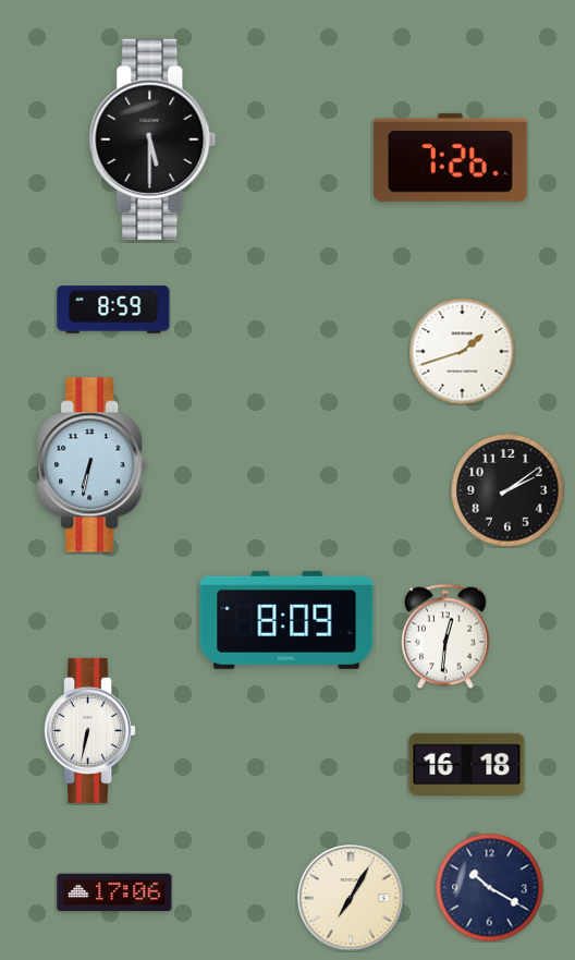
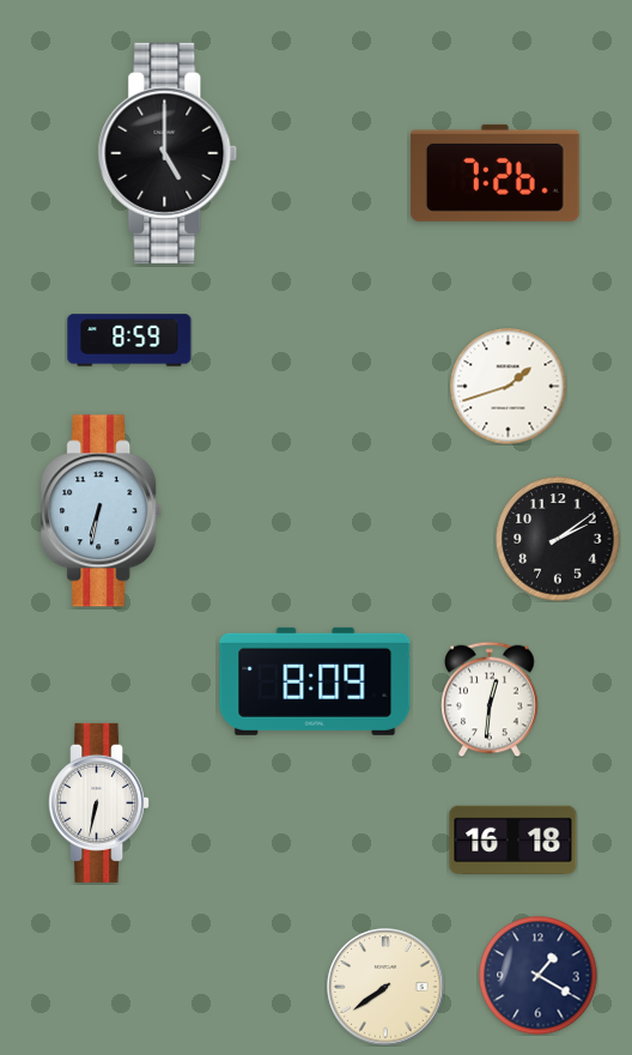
clock at (152, 139): 5:30 -> 5:00
clock at (113, 309) position: (113, 309) -> (129, 340)
clock at (490, 888): 10:20 -> 1:20
clock at (114, 892): 17:06 -> none
clock at (351, 898): 7:05 -> 7:39
